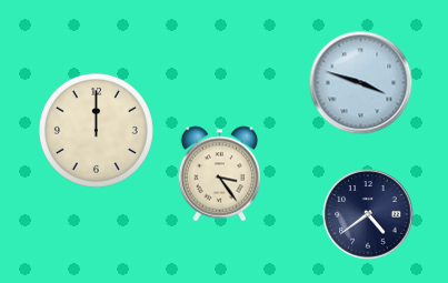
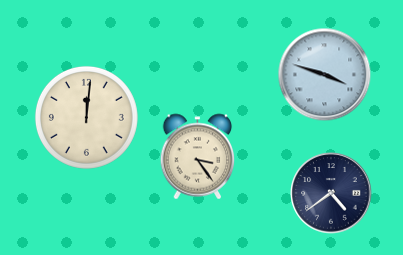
clock at (96, 130): 12:00 -> 12:01
